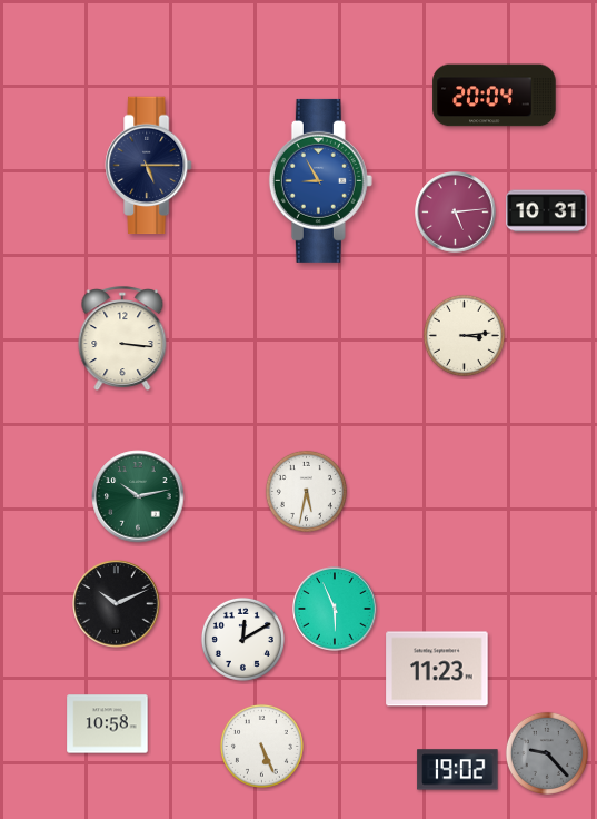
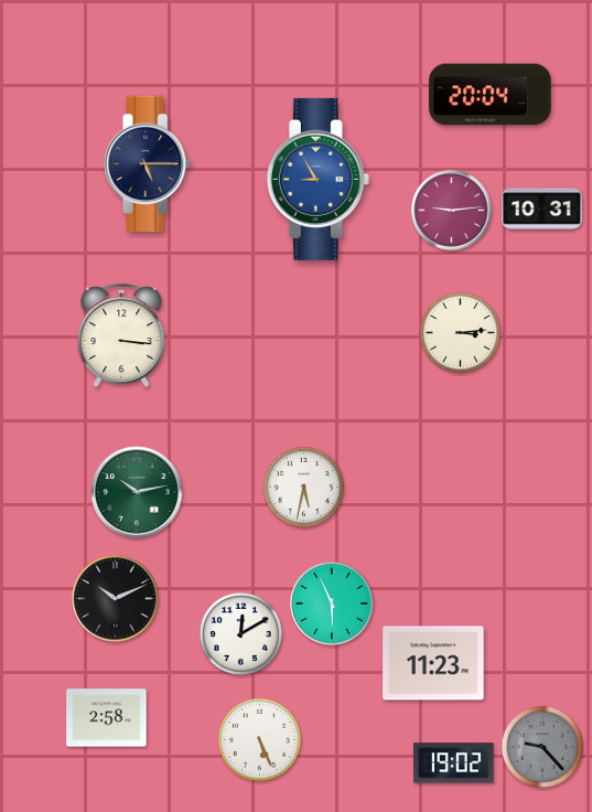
clock at (456, 213): 5:14 -> 9:14
clock at (108, 724): 10:58 -> 2:58
